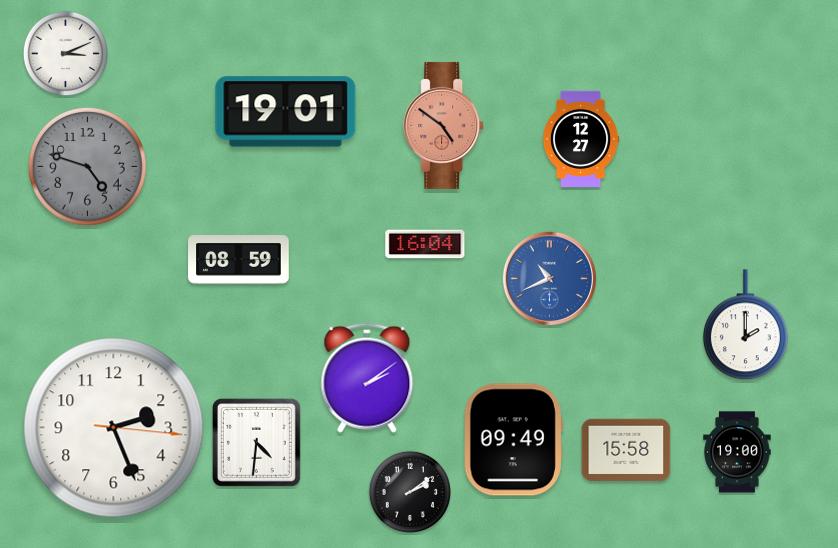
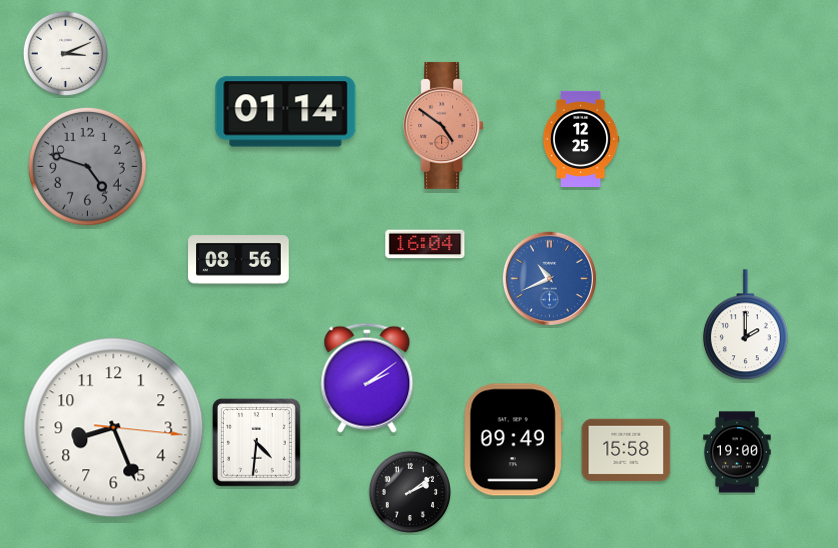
clock at (286, 112): 19:01 -> 01:14
clock at (581, 139): 12:27 -> 12:25
clock at (239, 260): 08:59 -> 08:56
clock at (114, 428): 2:26 -> 8:26
